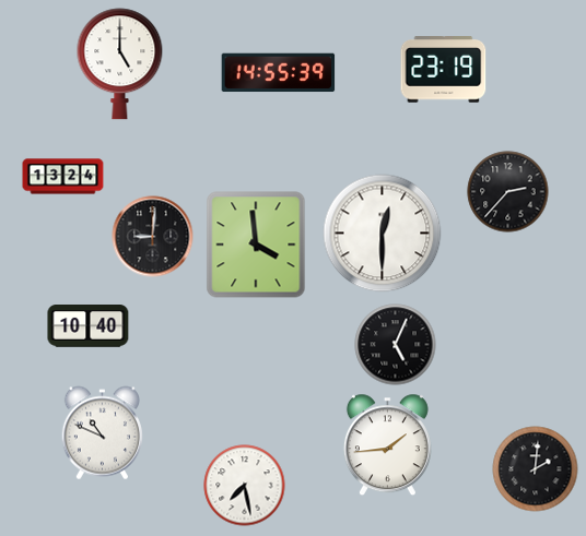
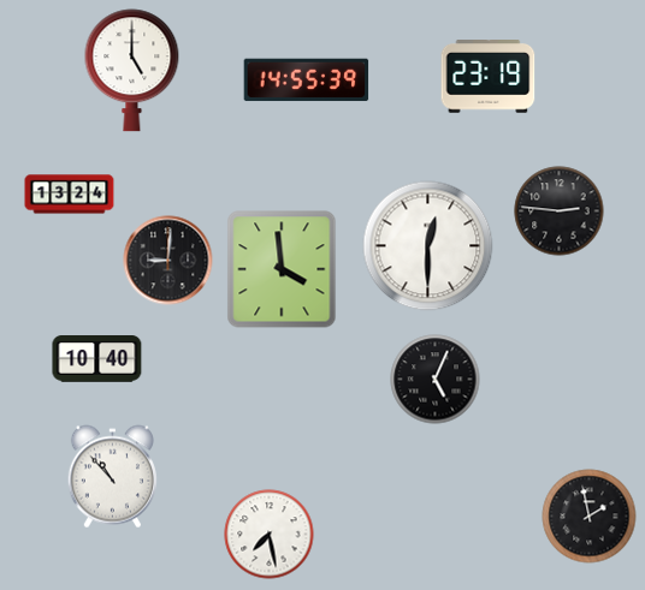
clock at (508, 192): 2:37 -> 2:46
clock at (383, 234) position: (383, 234) -> (428, 246)
clock at (102, 433): 10:49 -> 10:53
clock at (387, 445): 1:44 -> none
clock at (536, 469): 2:01 -> 1:58
